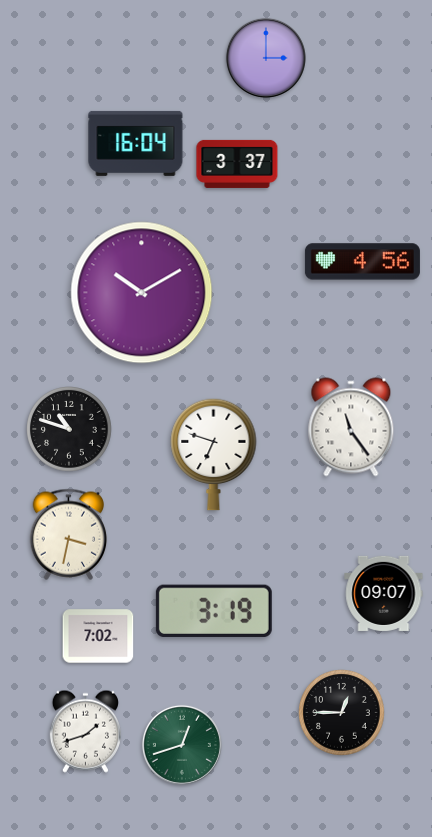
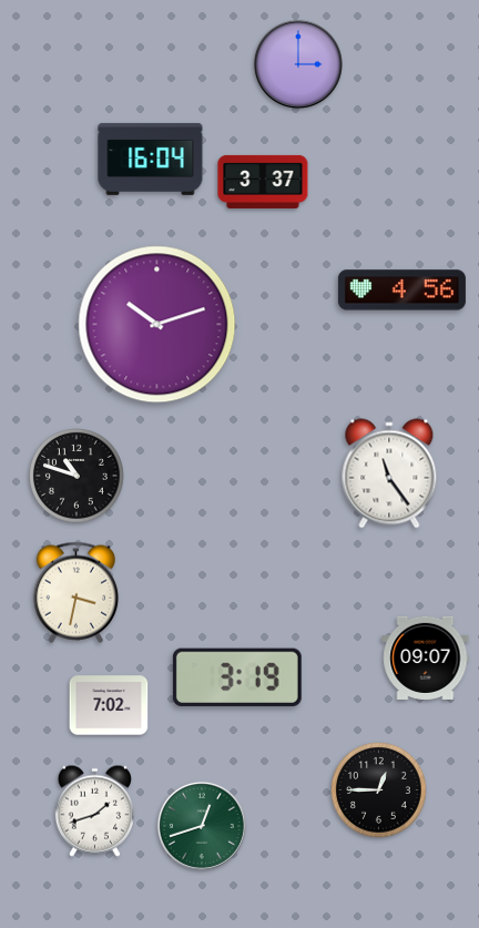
clock at (266, 58) position: (266, 58) -> (298, 64)
clock at (142, 293): 10:10 -> 10:12
clock at (214, 454): 6:48 -> none
